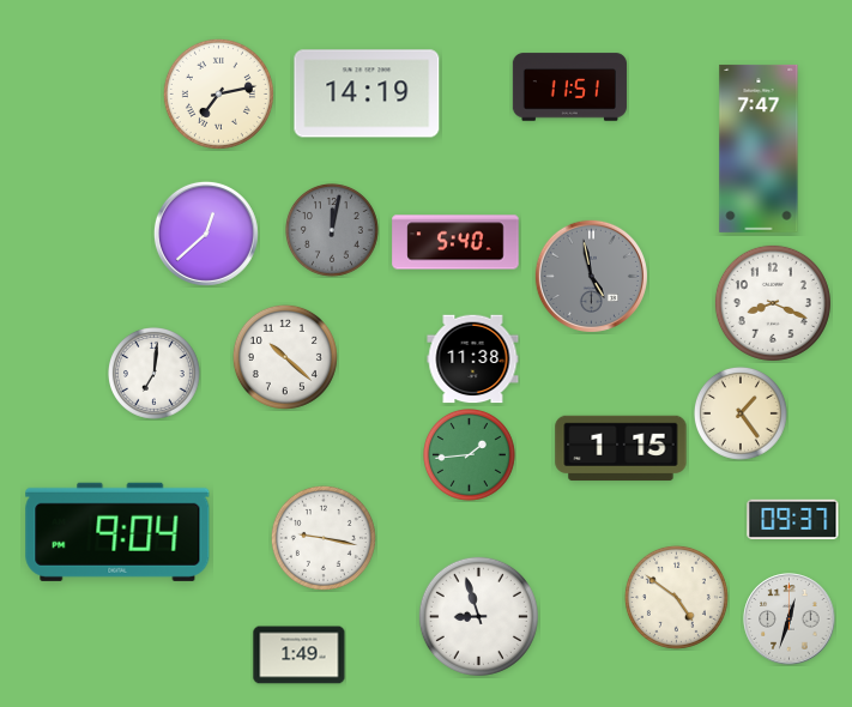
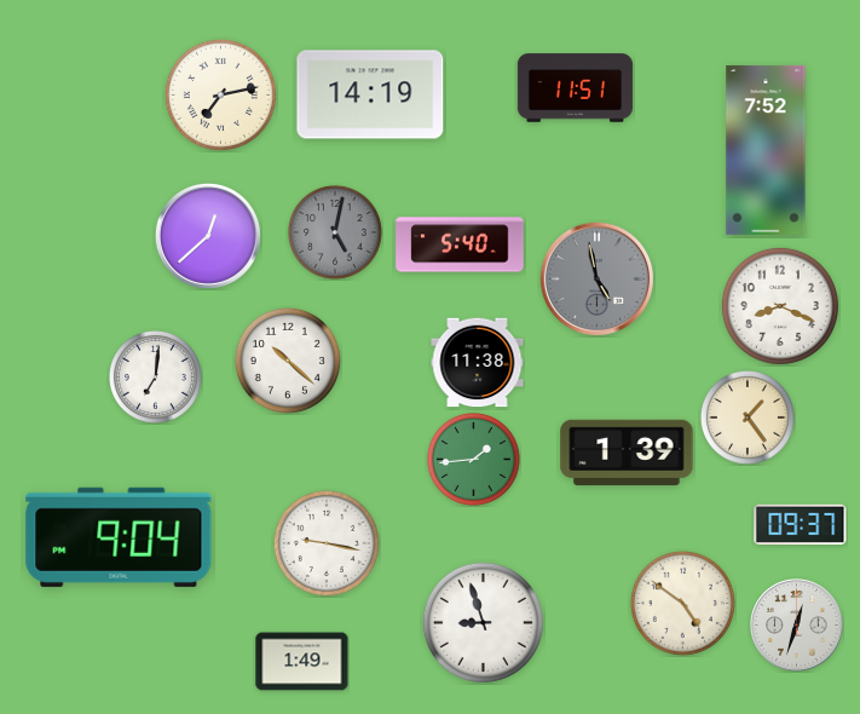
clock at (759, 149): 7:47 -> 7:52
clock at (332, 230): 12:02 -> 5:02
clock at (621, 448): 1:15 -> 1:39
